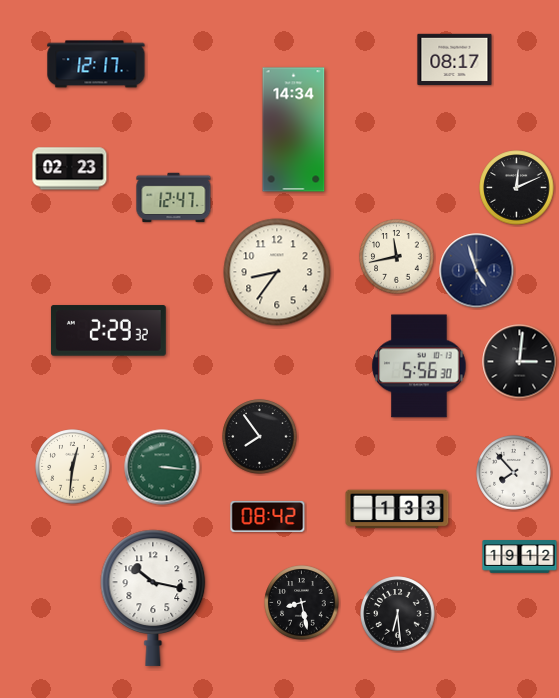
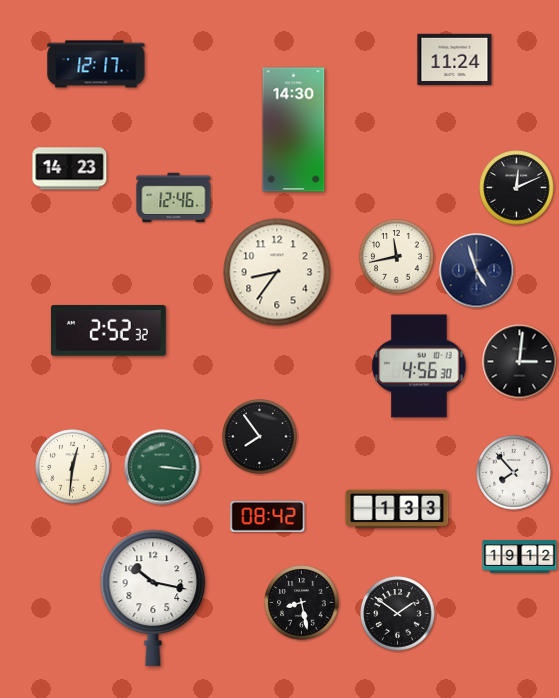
clock at (455, 60): 08:17 -> 11:24
clock at (294, 130): 14:34 -> 14:30
clock at (70, 169): 02:23 -> 14:23
clock at (174, 198): 12:47 -> 12:46
clock at (108, 331): 2:29 -> 2:52
clock at (419, 366): 5:56 -> 4:56
clock at (398, 614): 6:29 -> 1:51
